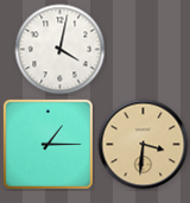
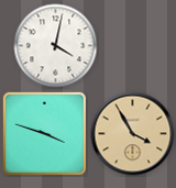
clock at (47, 144): 1:15 -> 3:48
clock at (144, 145): 3:31 -> 3:55
